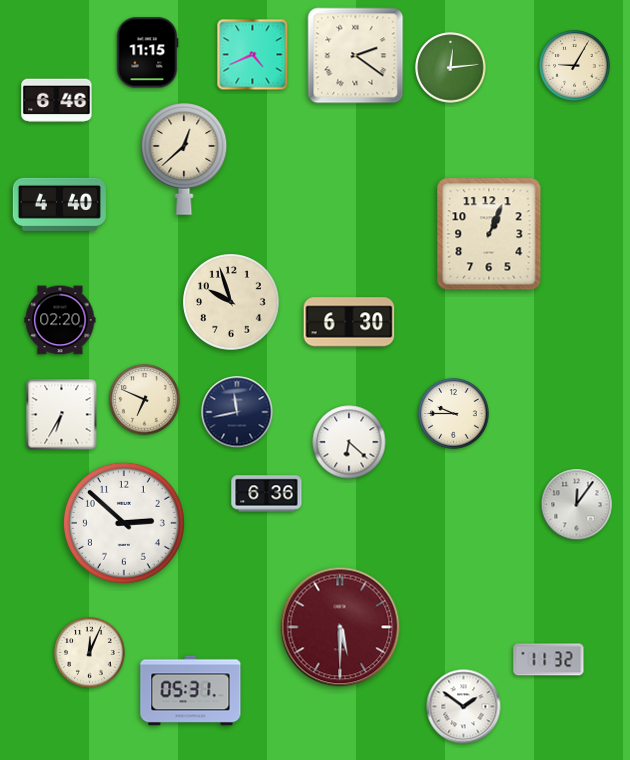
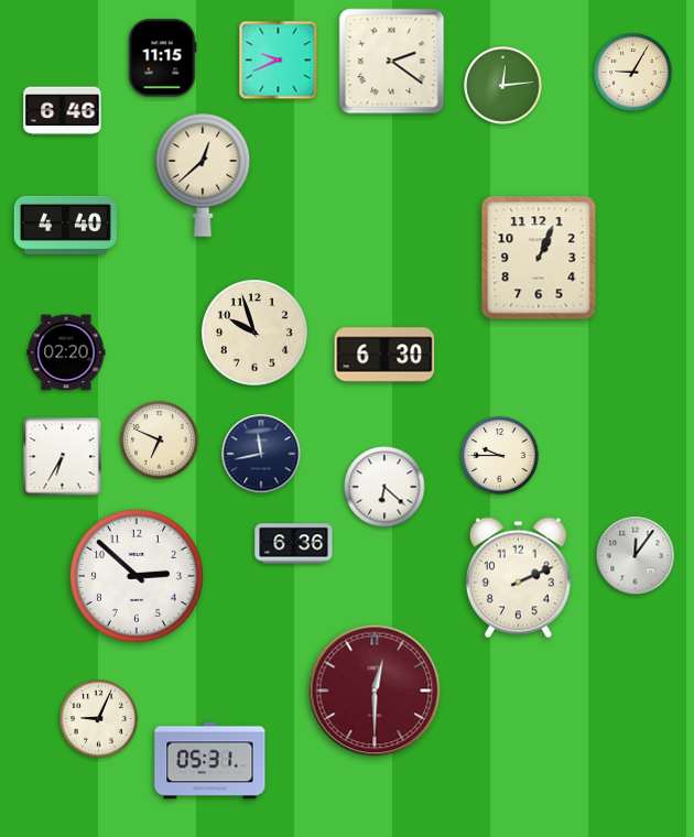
clock at (253, 55): 4:41 -> 9:41
clock at (451, 68) position: (451, 68) -> (503, 86)
clock at (62, 415) position: (62, 415) -> (63, 457)
clock at (518, 578): none -> 2:11
clock at (340, 627): 5:30 -> 12:30
clock at (90, 653): 12:04 -> 9:04
clock at (549, 660): 11:32 -> none
clock at (464, 707): 1:51 -> none
